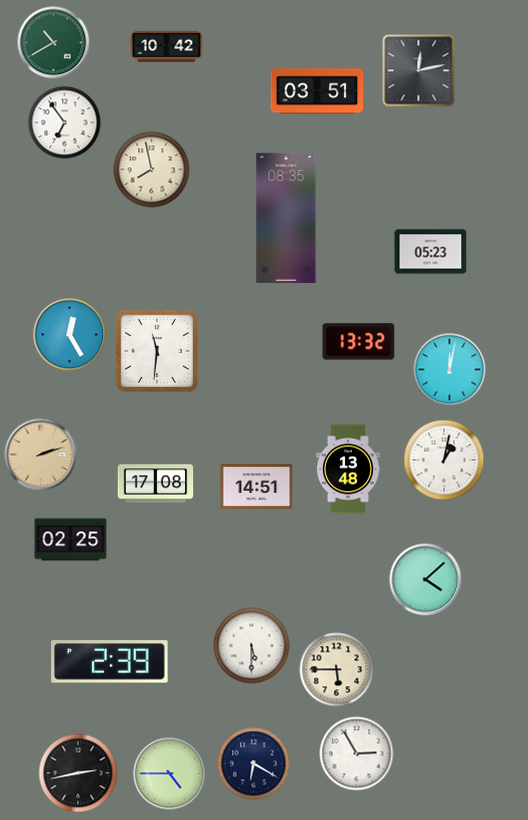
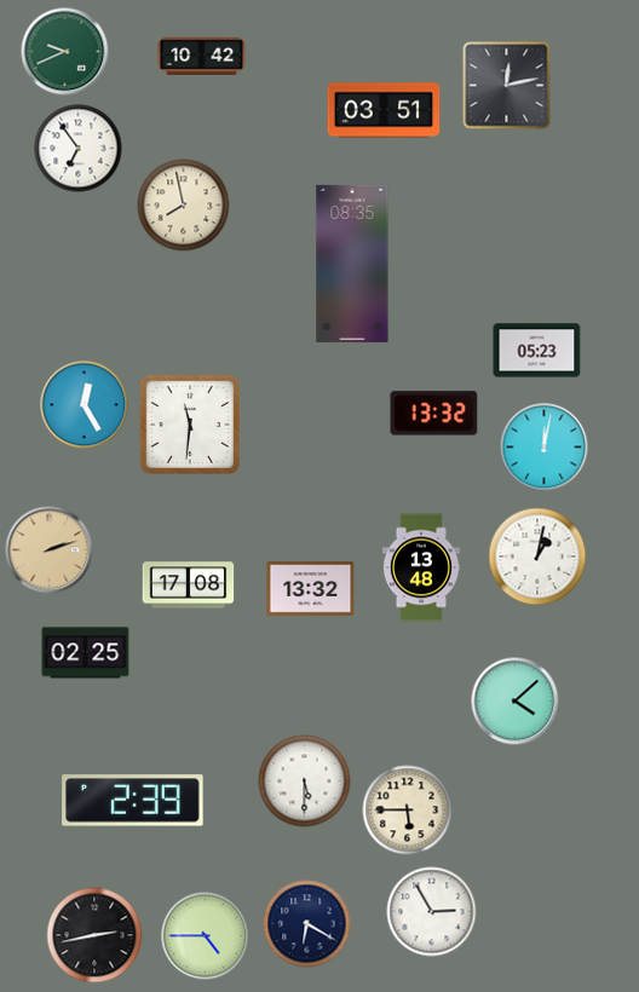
clock at (54, 43): 10:40 -> 9:41
clock at (286, 218) position: (286, 218) -> (352, 264)
clock at (431, 252) position: (431, 252) -> (537, 351)
clock at (257, 487): 14:51 -> 13:32
